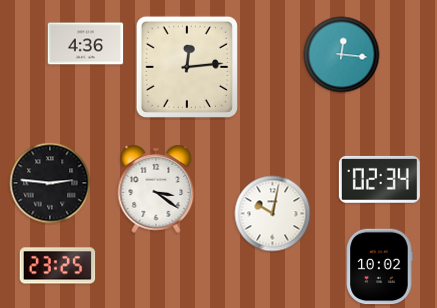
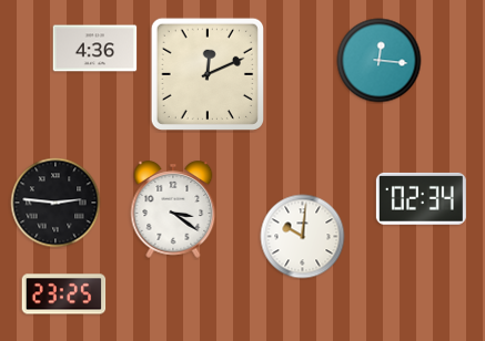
clock at (186, 66): 12:14 -> 12:11
clock at (273, 214): 10:02 -> 10:01
clock at (379, 267): 10:02 -> none
